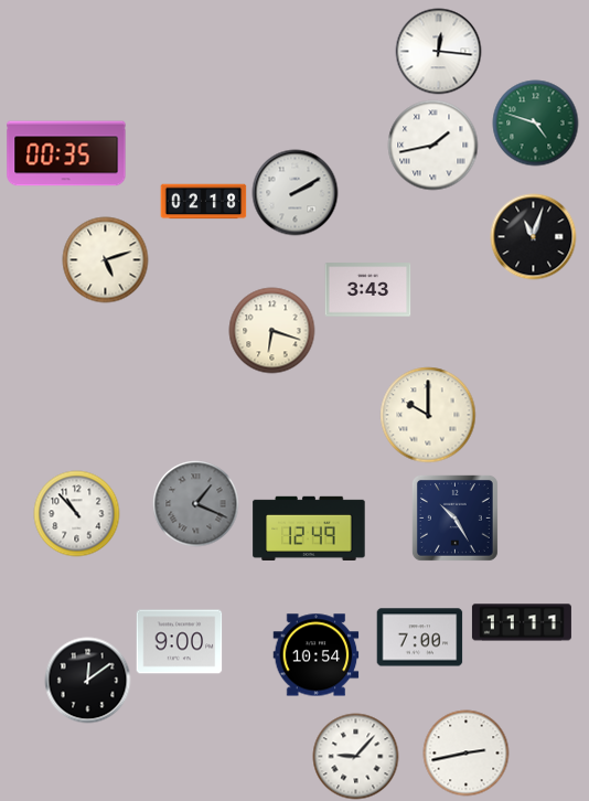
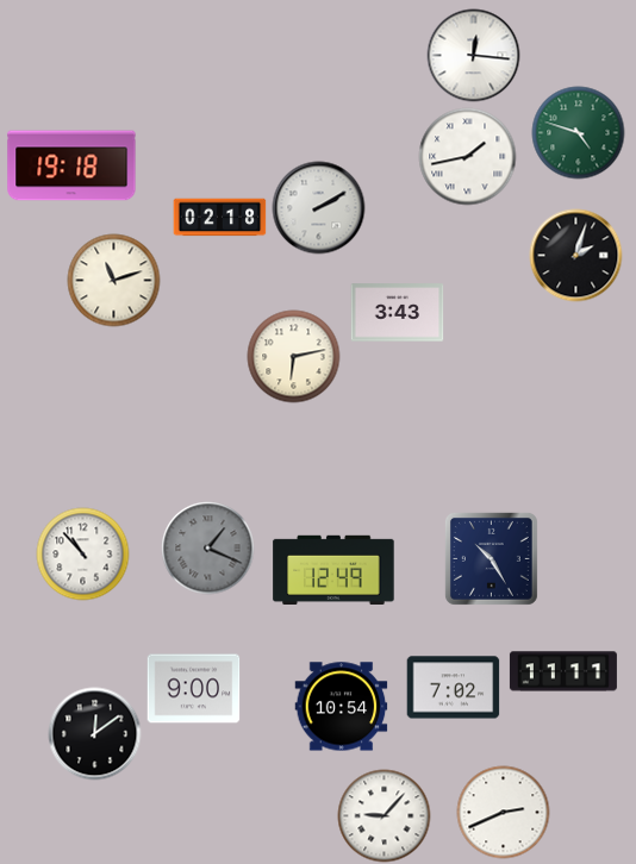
clock at (66, 153): 00:35 -> 19:18
clock at (533, 236): 11:03 -> 2:03
clock at (105, 259): 5:12 -> 11:12
clock at (271, 330): 6:18 -> 6:13
clock at (428, 415): 10:00 -> none
clock at (195, 503) position: (195, 503) -> (207, 547)
clock at (419, 638): 7:00 -> 7:02
clock at (179, 642) position: (179, 642) -> (193, 689)
clock at (465, 752): 2:43 -> 2:41
